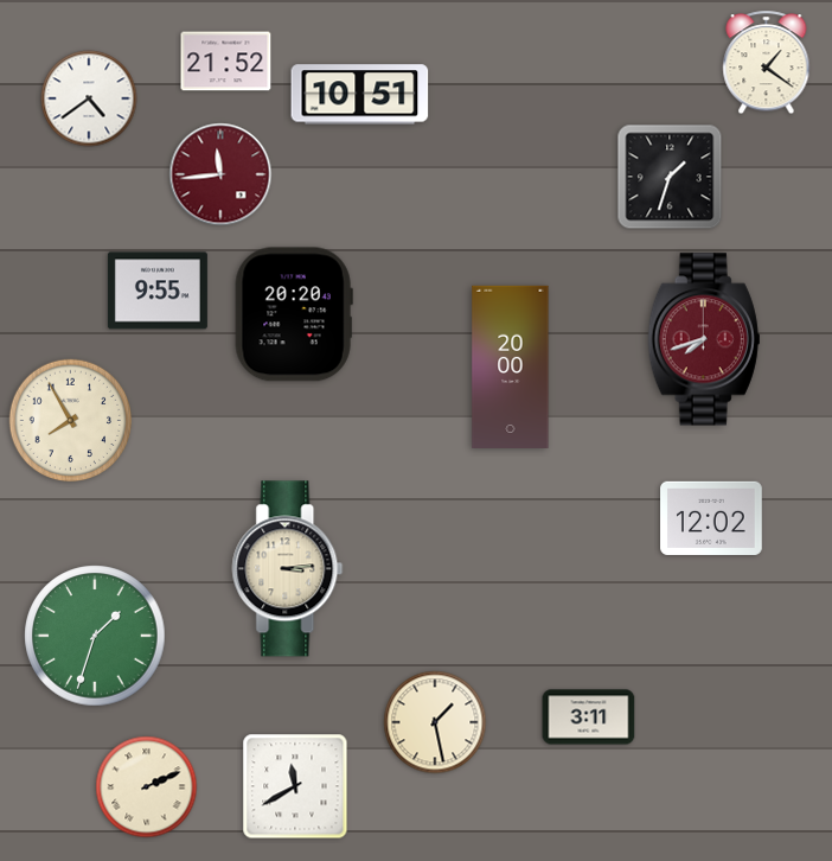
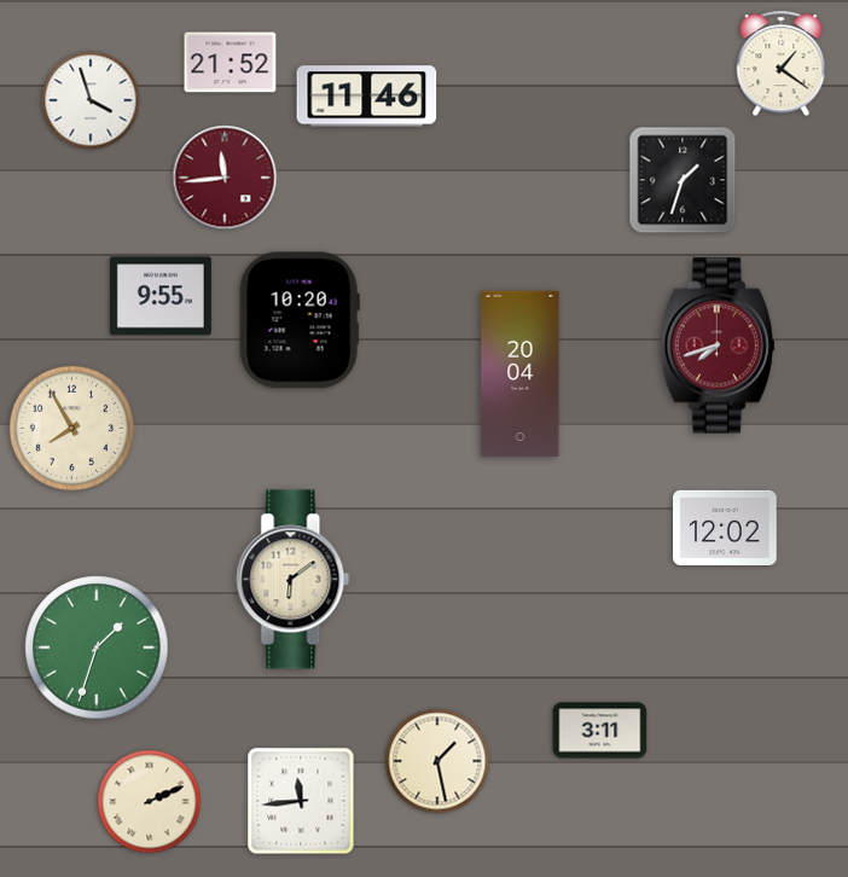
clock at (360, 95): 10:51 -> 11:46
clock at (89, 98): 4:39 -> 3:57
clock at (294, 314): 20:20 -> 10:20
clock at (511, 366): 20:00 -> 20:04
clock at (288, 569): 3:14 -> 6:09
clock at (435, 722) position: (435, 722) -> (437, 761)
clock at (295, 786): 11:40 -> 11:44
